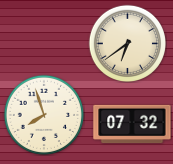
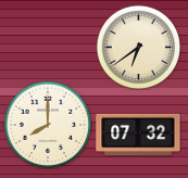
clock at (44, 115): 7:57 -> 8:00
clock at (132, 124) position: (132, 124) -> (138, 135)
